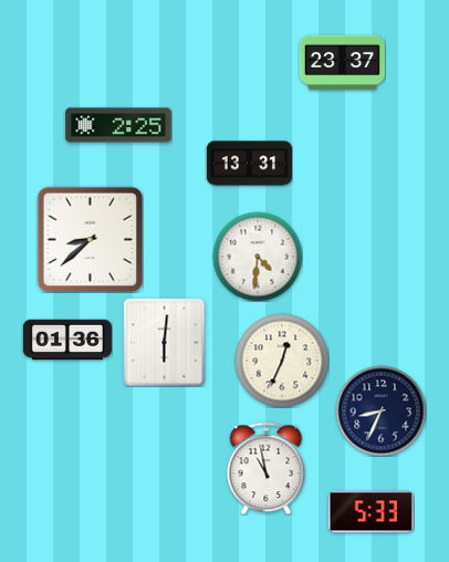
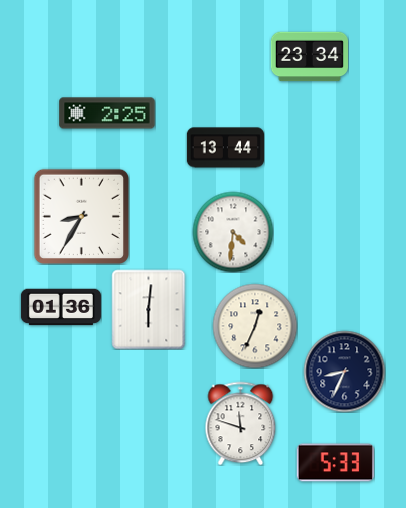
clock at (342, 63): 23:37 -> 23:34
clock at (249, 164): 13:31 -> 13:44
clock at (90, 239): 8:38 -> 8:35
clock at (267, 468): 10:58 -> 11:48
